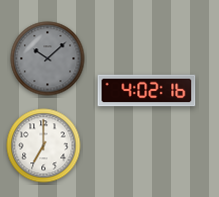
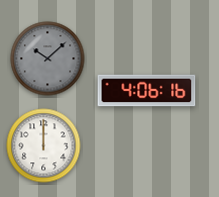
clock at (147, 91): 4:02 -> 4:06
clock at (44, 146): 7:00 -> 12:00
